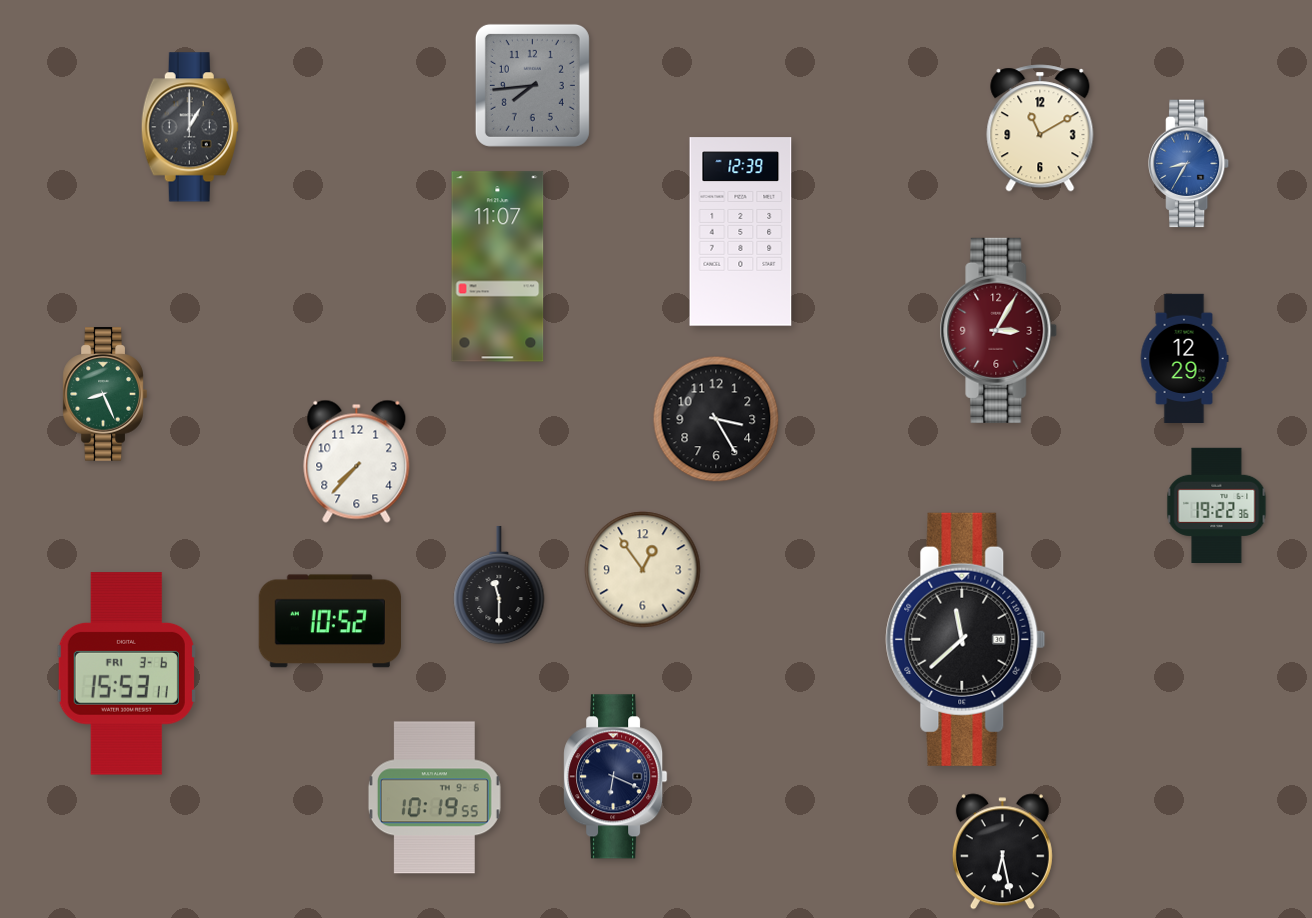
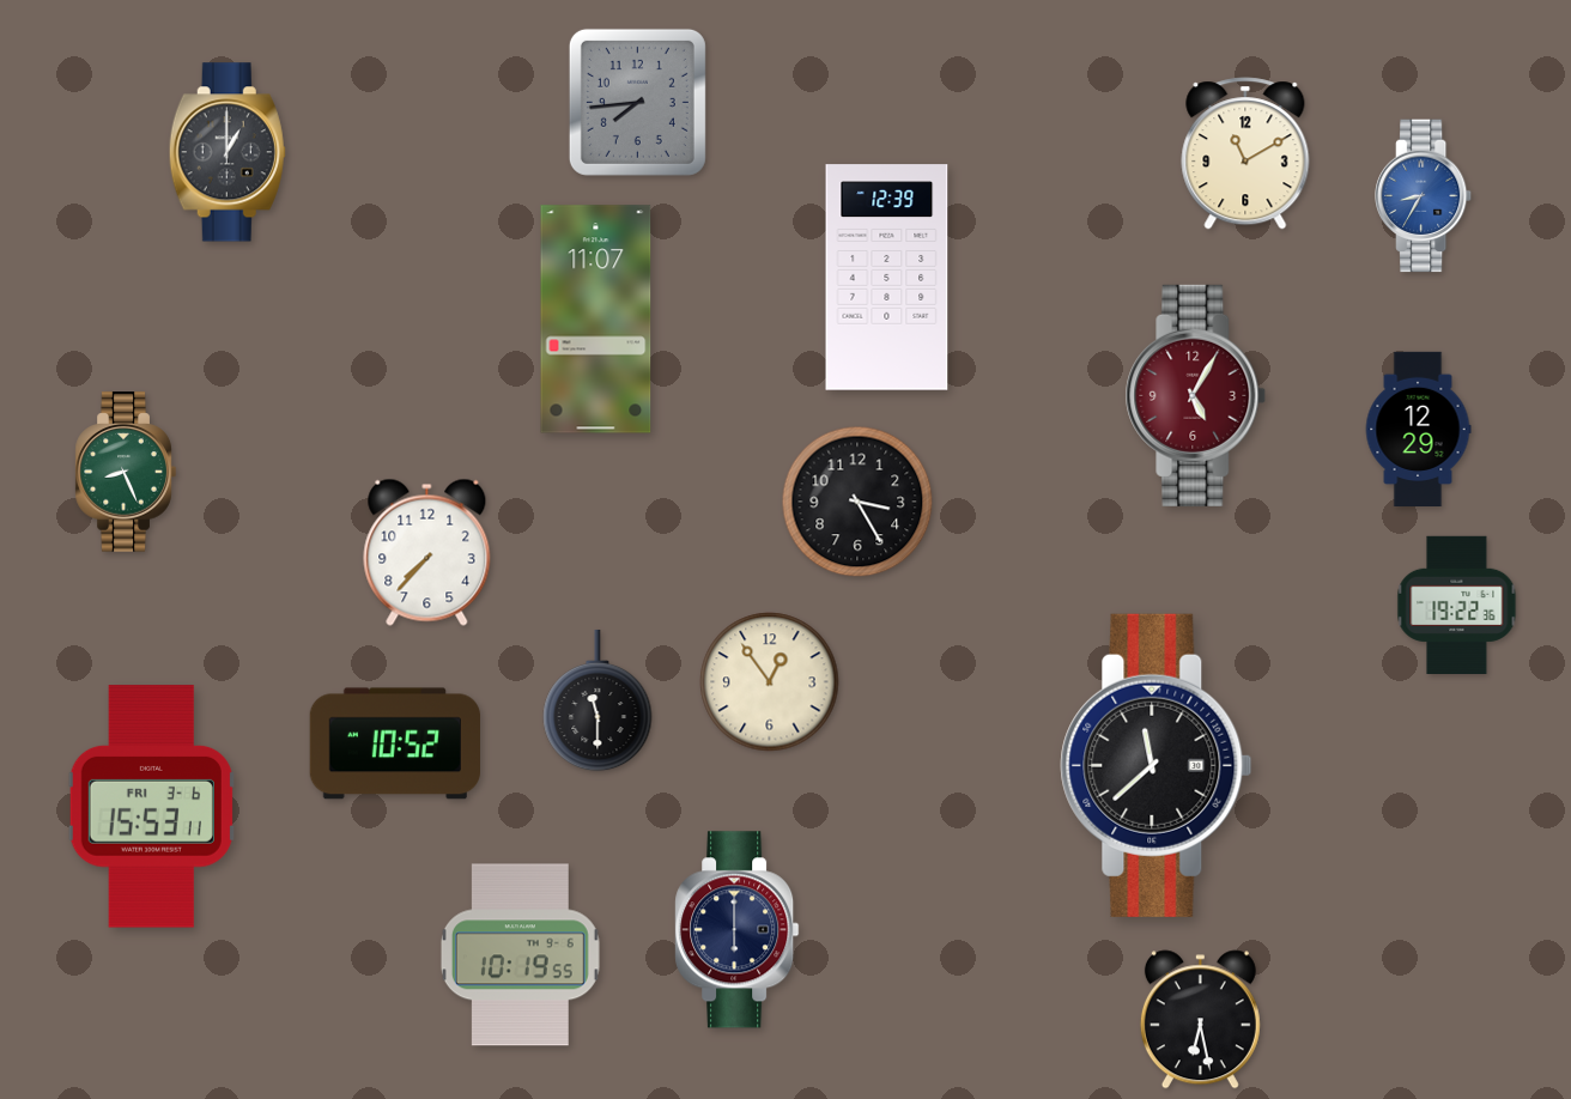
clock at (999, 330): 3:05 -> 5:05
clock at (616, 777): 6:19 -> 6:00
